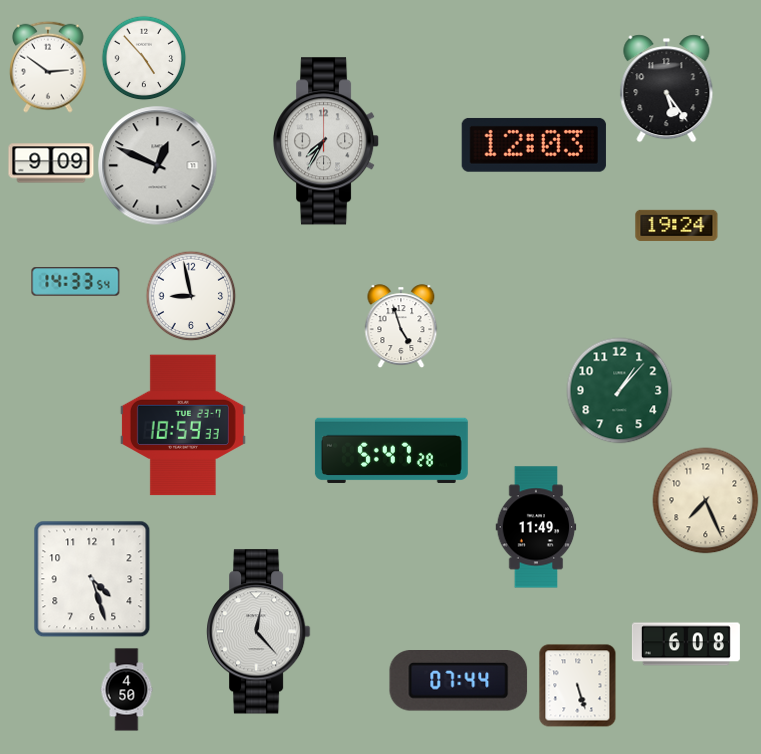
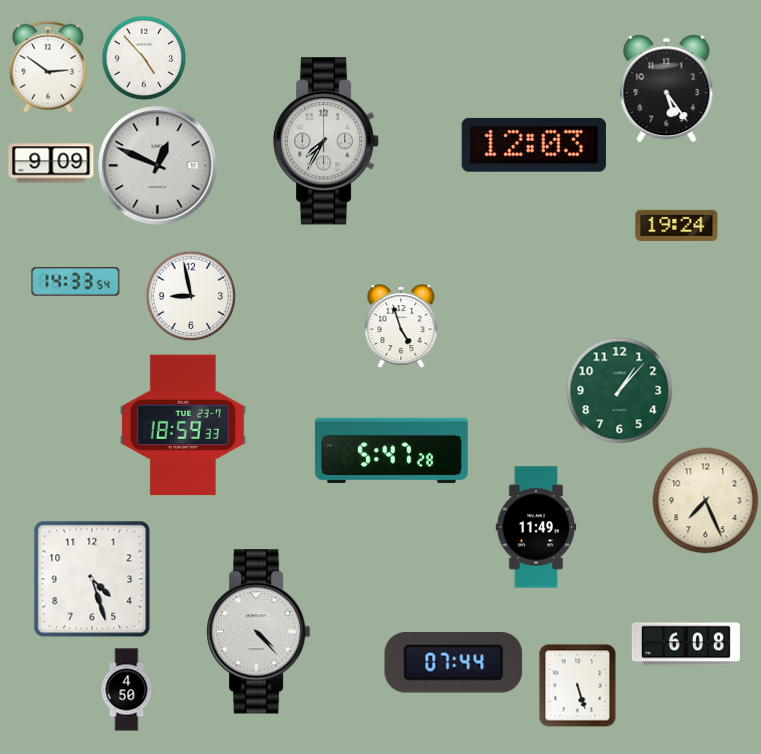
clock at (259, 632): 12:23 -> 4:23
clock at (459, 681) position: (459, 681) -> (454, 663)
